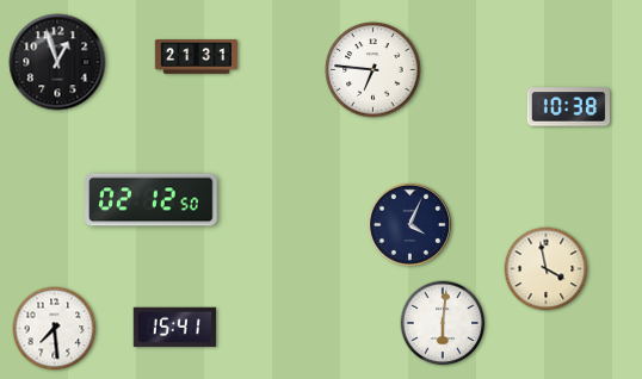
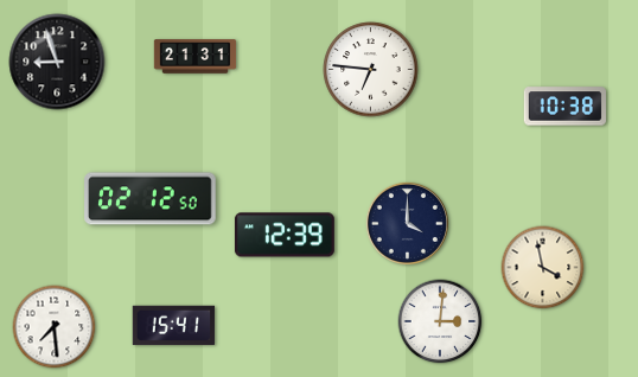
clock at (57, 62): 12:57 -> 8:57
clock at (409, 224): 4:04 -> 4:00
clock at (285, 235): none -> 12:39
clock at (443, 323): 6:01 -> 3:01
